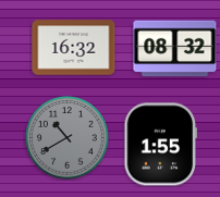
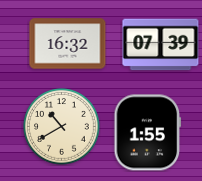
clock at (175, 49): 08:32 -> 07:39
clock at (68, 138) dial: grey -> cream
